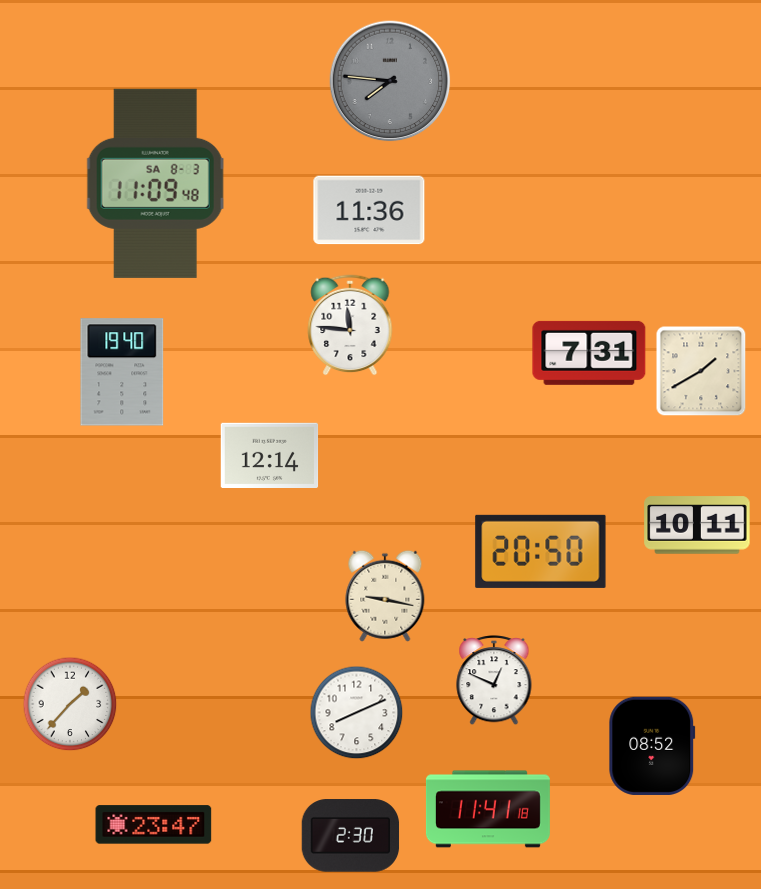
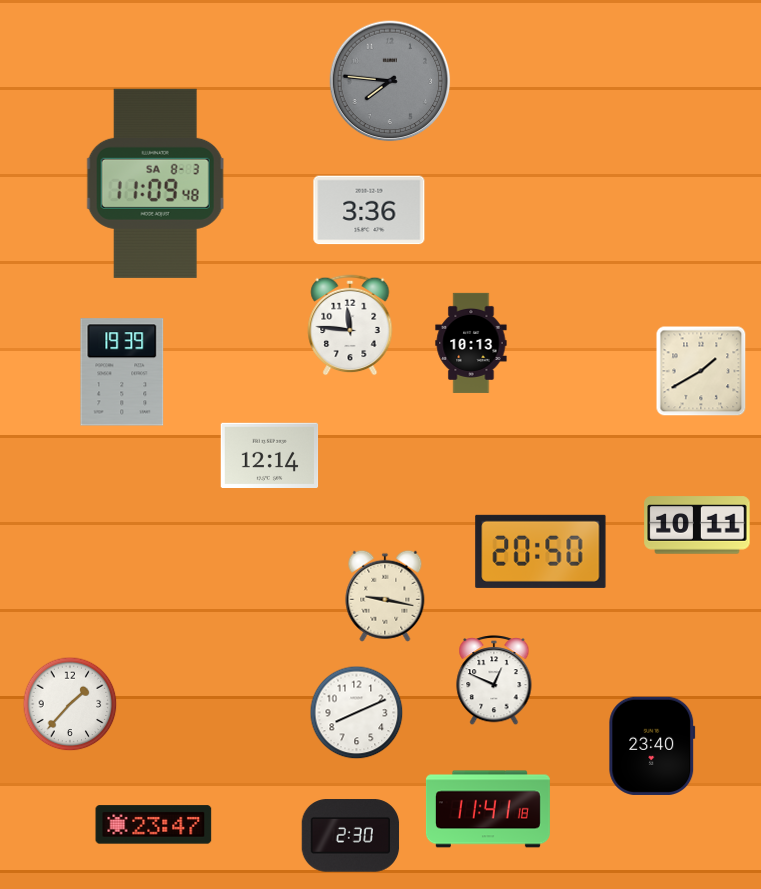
clock at (369, 210): 11:36 -> 3:36
clock at (471, 343): none -> 10:13
clock at (589, 353): 7:31 -> none
clock at (122, 372): 19:40 -> 19:39
clock at (652, 746): 08:52 -> 23:40
